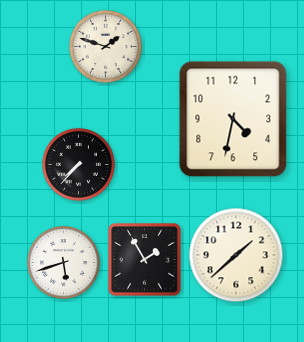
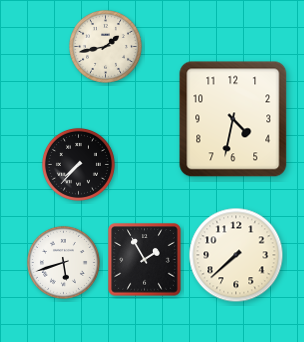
clock at (105, 46): 1:48 -> 1:43
clock at (236, 255): 1:38 -> 7:38
